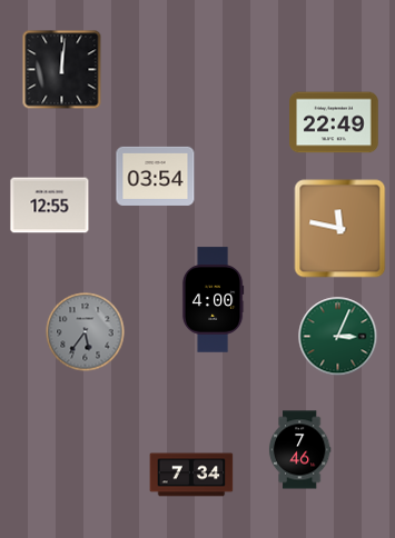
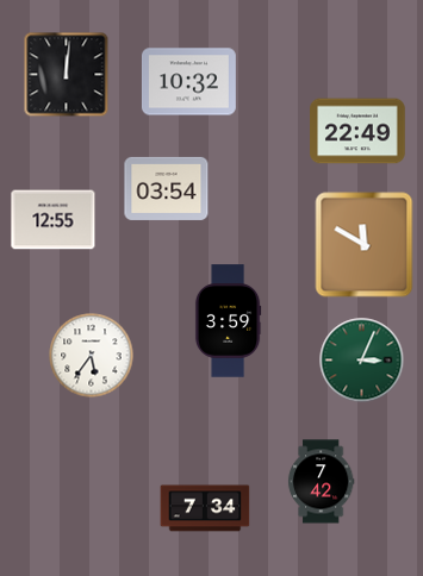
clock at (188, 82): none -> 10:32
clock at (340, 229): 11:47 -> 11:50
clock at (213, 300): 4:00 -> 3:59
clock at (86, 332) dial: grey -> white
clock at (299, 450): 7:46 -> 7:42
